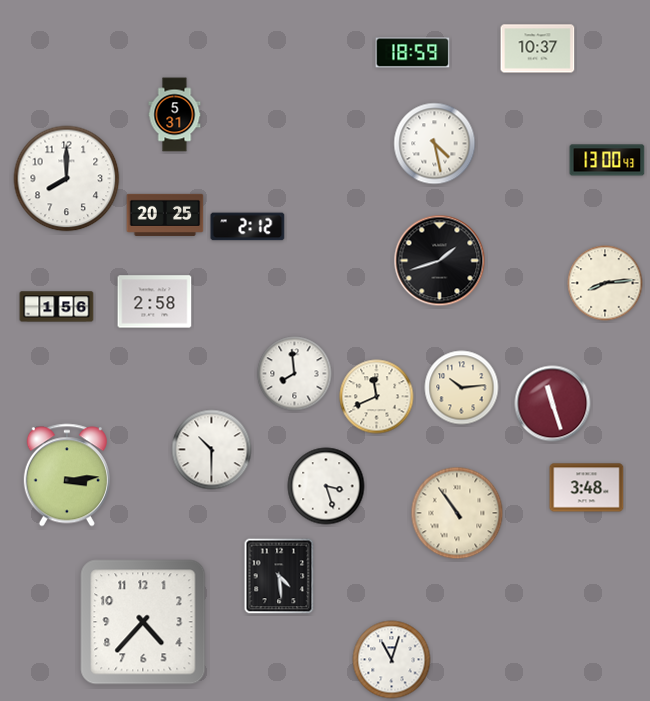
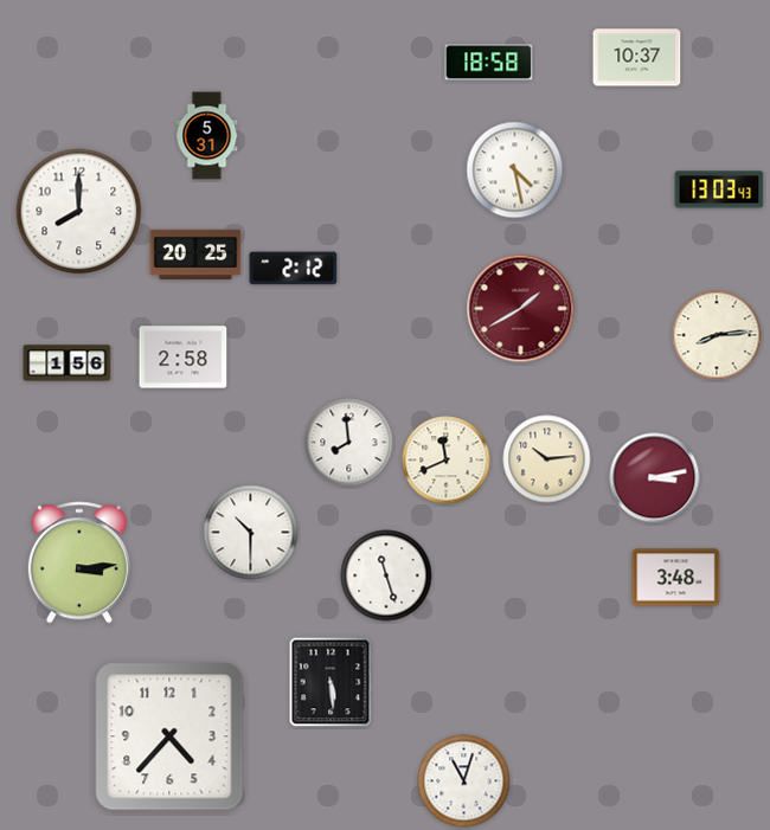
clock at (413, 53): 18:59 -> 18:58
clock at (607, 160): 13:00 -> 13:03
clock at (440, 261): 1:42 -> 1:40
clock at (440, 261) dial: black -> burgundy
clock at (377, 397) position: (377, 397) -> (447, 461)
clock at (553, 404): 11:27 -> 3:13
clock at (326, 486): 3:27 -> 11:27
clock at (587, 488) position: (587, 488) -> (676, 578)
clock at (457, 513): 10:54 -> none
clock at (279, 576): 4:29 -> 5:29
